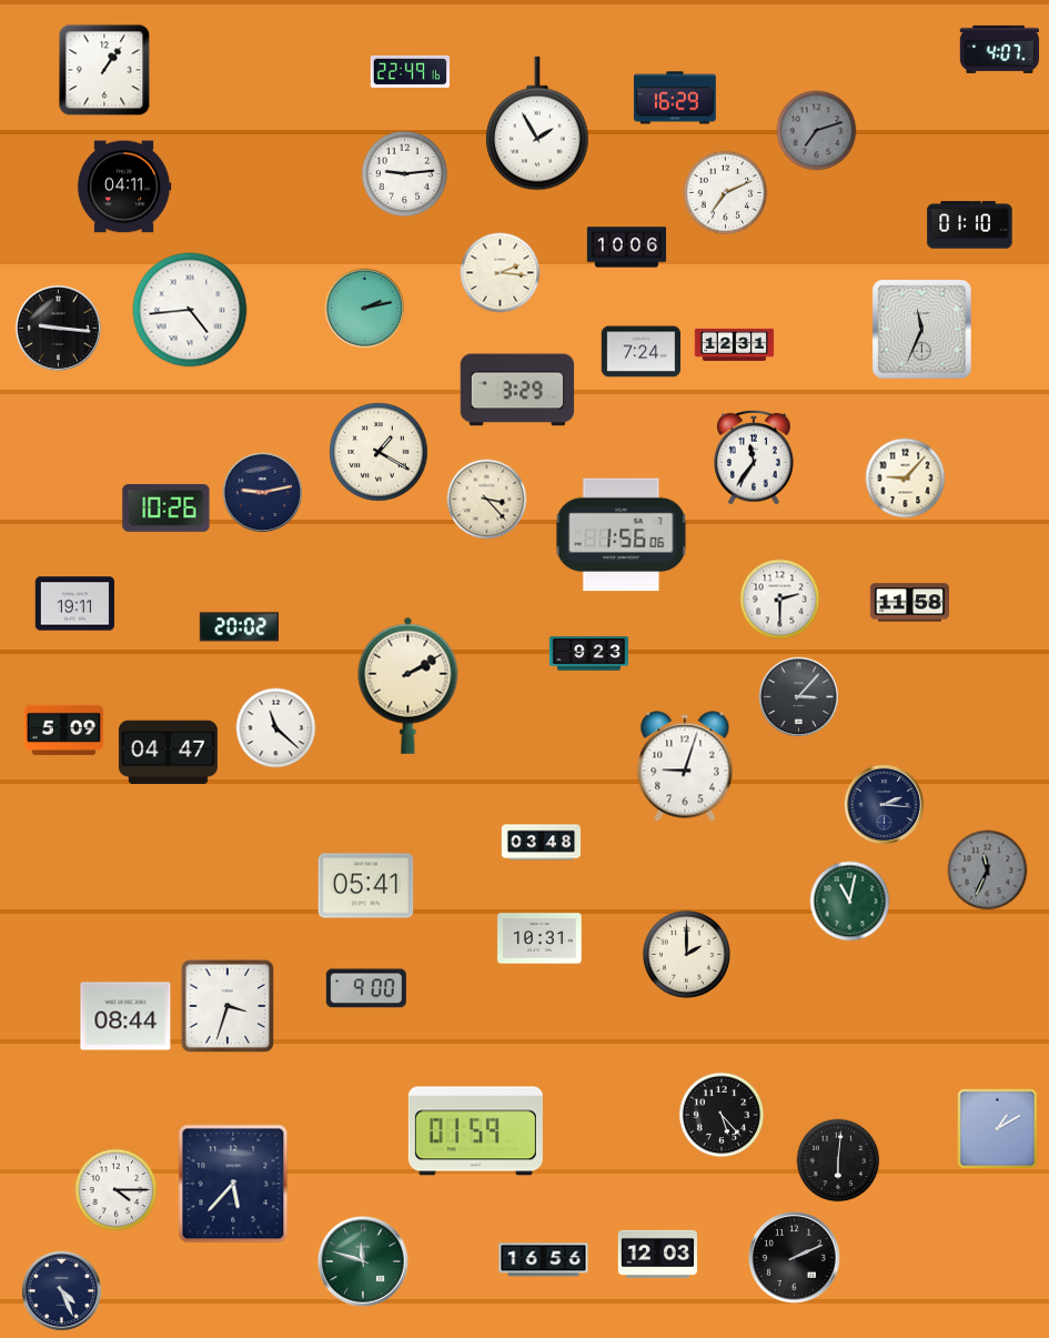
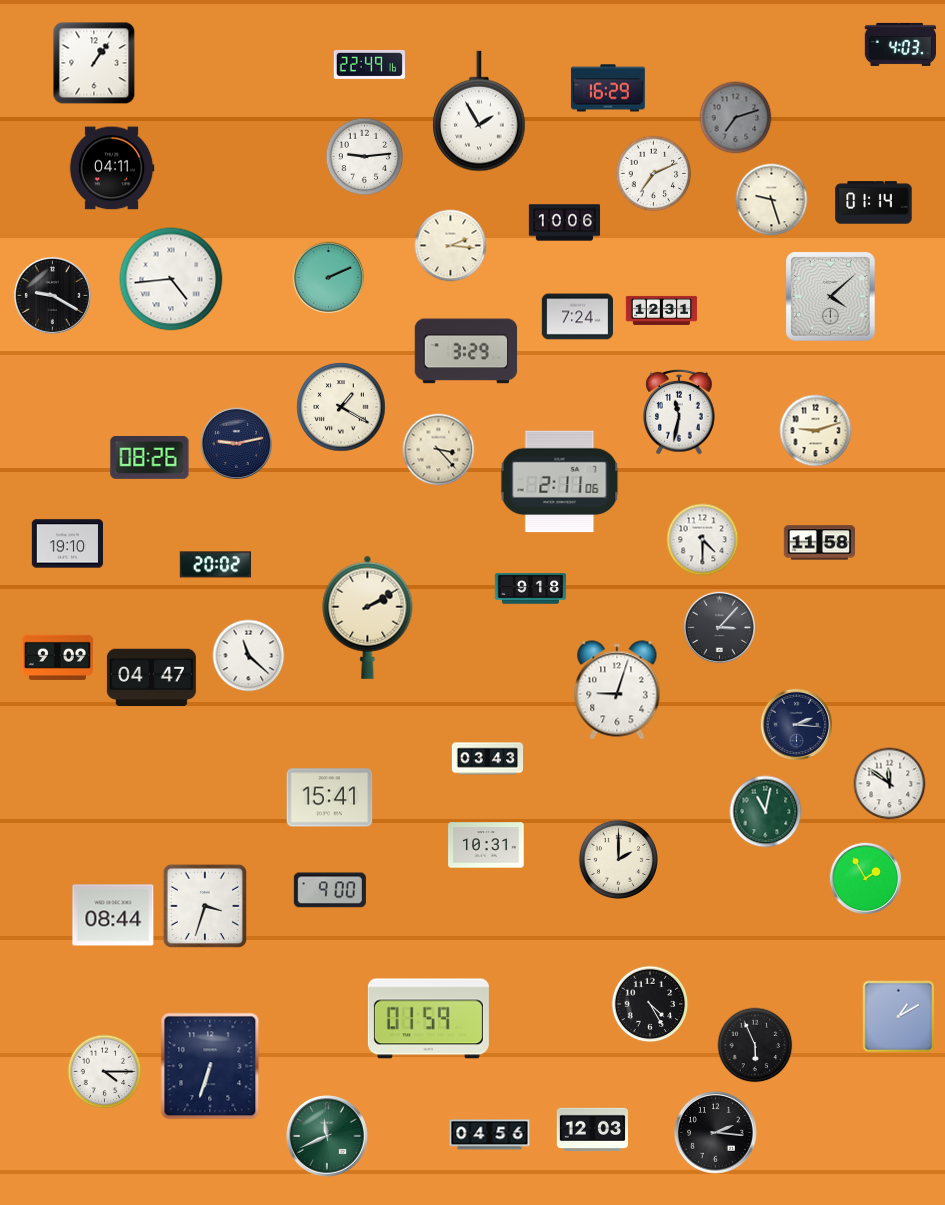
clock at (999, 49): 4:07 -> 4:03
clock at (537, 123) position: (537, 123) -> (479, 111)
clock at (772, 200): none -> 9:27
clock at (970, 225): 01:10 -> 01:14
clock at (365, 309): 2:13 -> 2:11
clock at (58, 328): 9:16 -> 9:20
clock at (922, 330): 11:34 -> 4:08
clock at (755, 457): 11:36 -> 11:32
clock at (906, 479): 9:07 -> 9:12
clock at (167, 507): 10:26 -> 08:26
clock at (622, 535): 1:56 -> 2:11
clock at (780, 600): 2:30 -> 4:30
clock at (74, 604): 19:11 -> 19:10
clock at (589, 654): 9:23 -> 9:18
clock at (63, 730): 5:09 -> 9:09
clock at (542, 843): 03:48 -> 03:43
clock at (988, 871): 11:34 -> 11:51
clock at (988, 871) dial: grey -> white
clock at (366, 886): 05:41 -> 15:41
clock at (866, 879): none -> 1:55
clock at (722, 1115): 5:23 -> 4:25
clock at (838, 1160): 6:01 -> 5:56
clock at (233, 1184): 5:37 -> 6:33
clock at (795, 1258): 2:11 -> 2:16
clock at (544, 1260): 16:56 -> 04:56
clock at (364, 1262): 11:48 -> 11:41
clock at (62, 1291): 4:26 -> none
